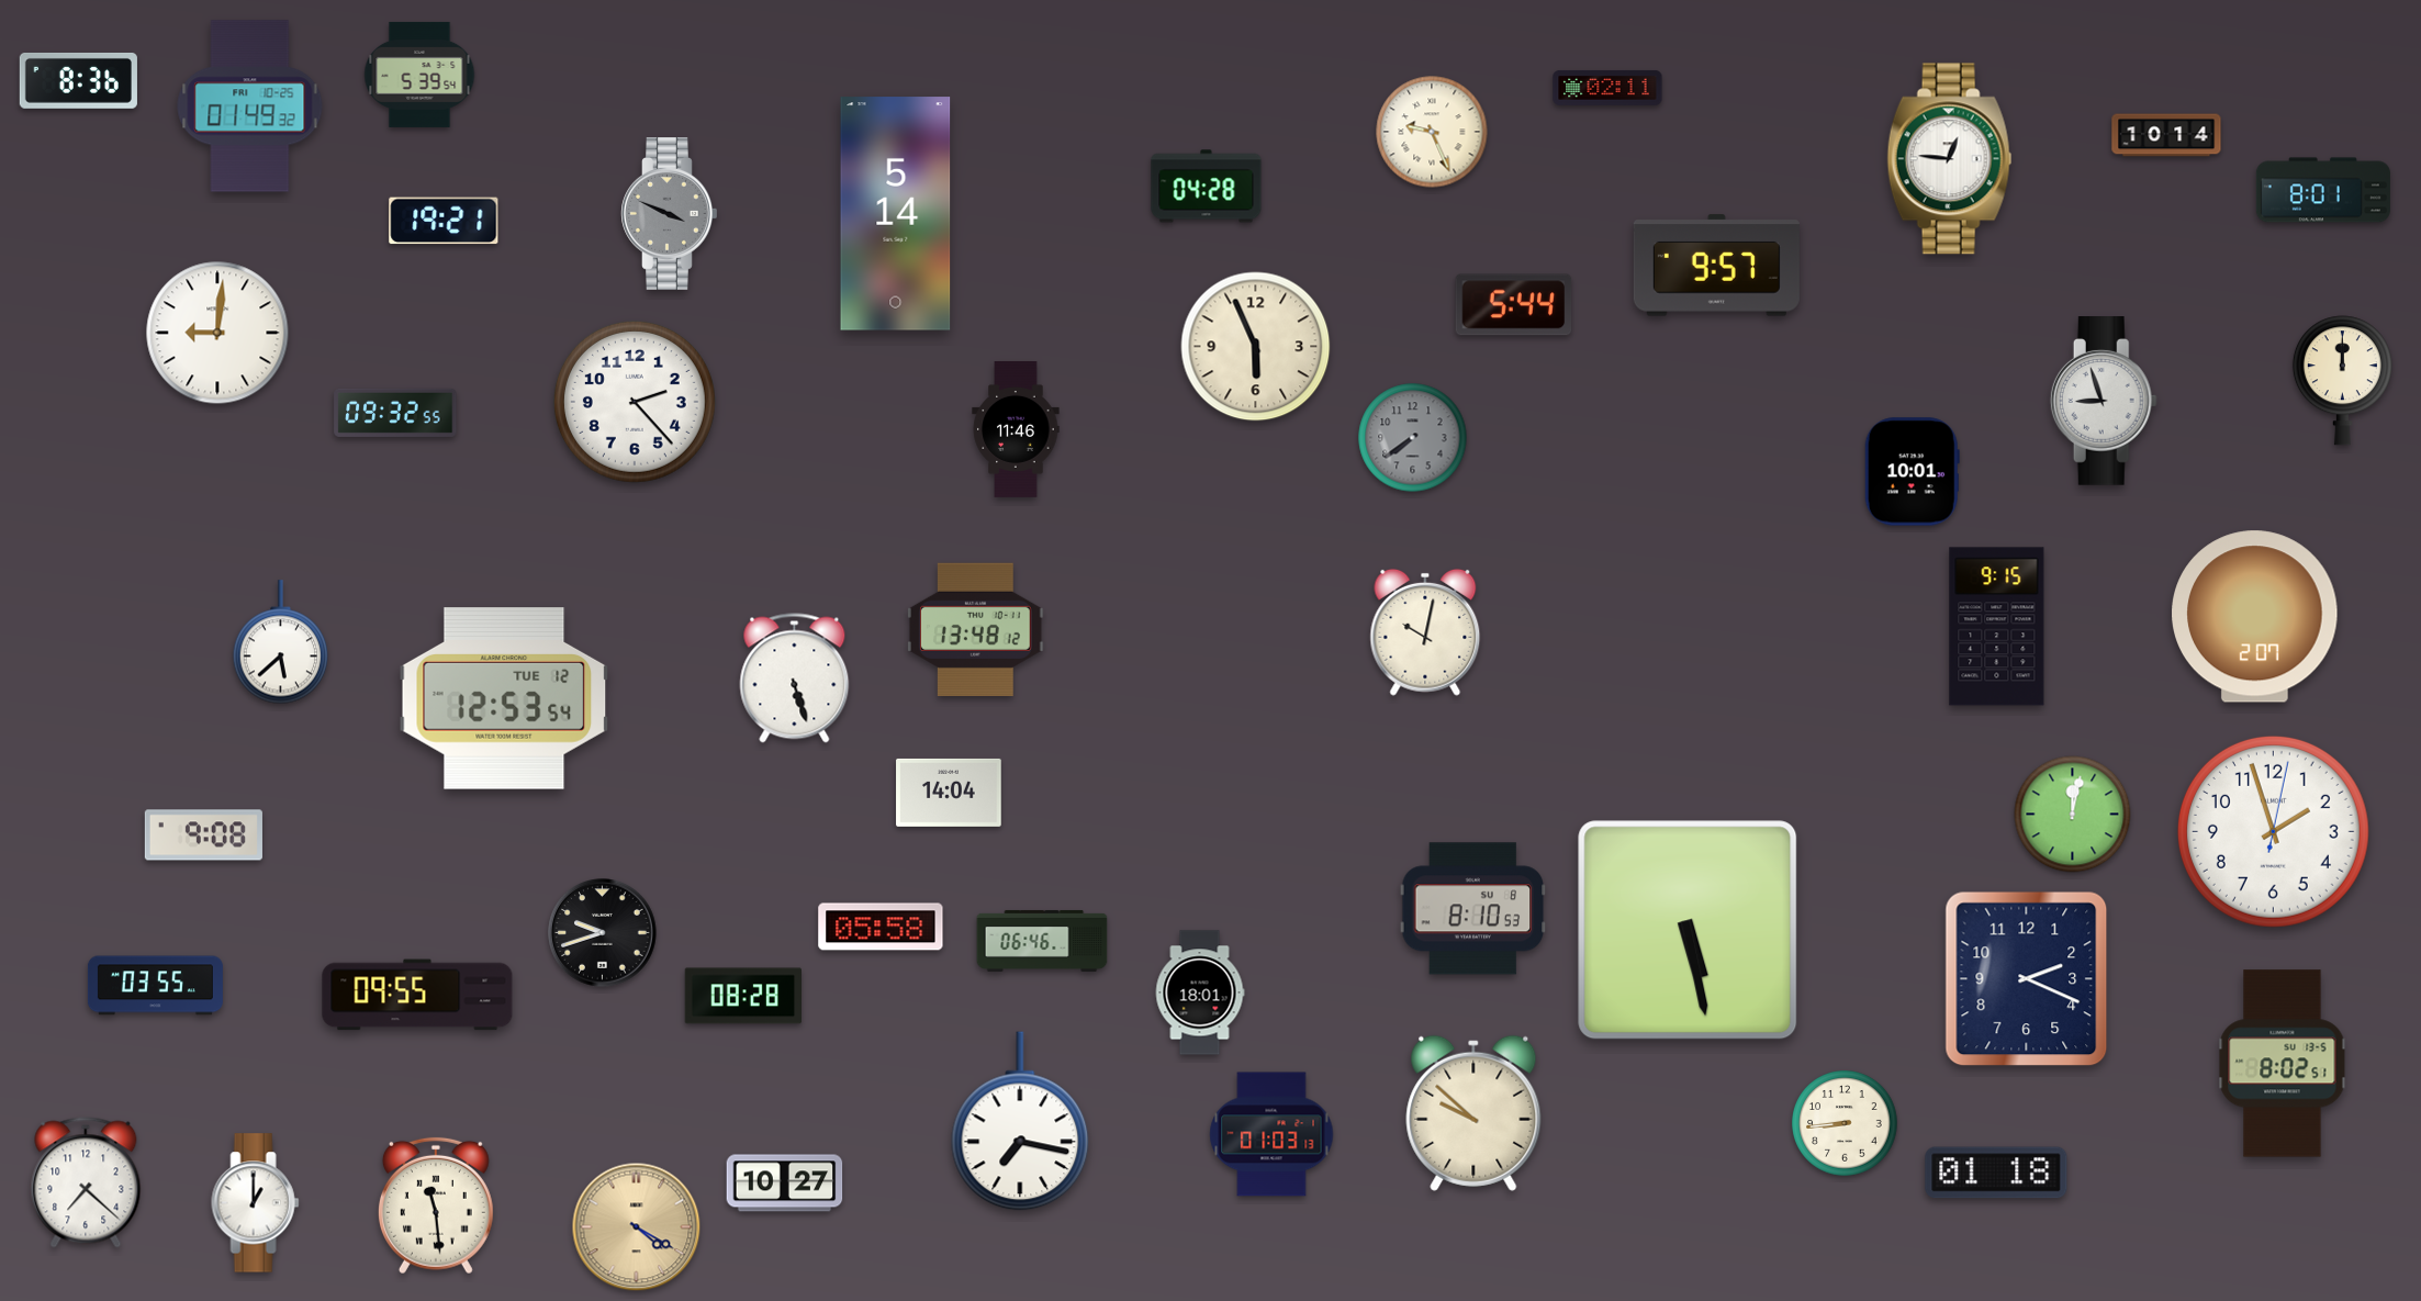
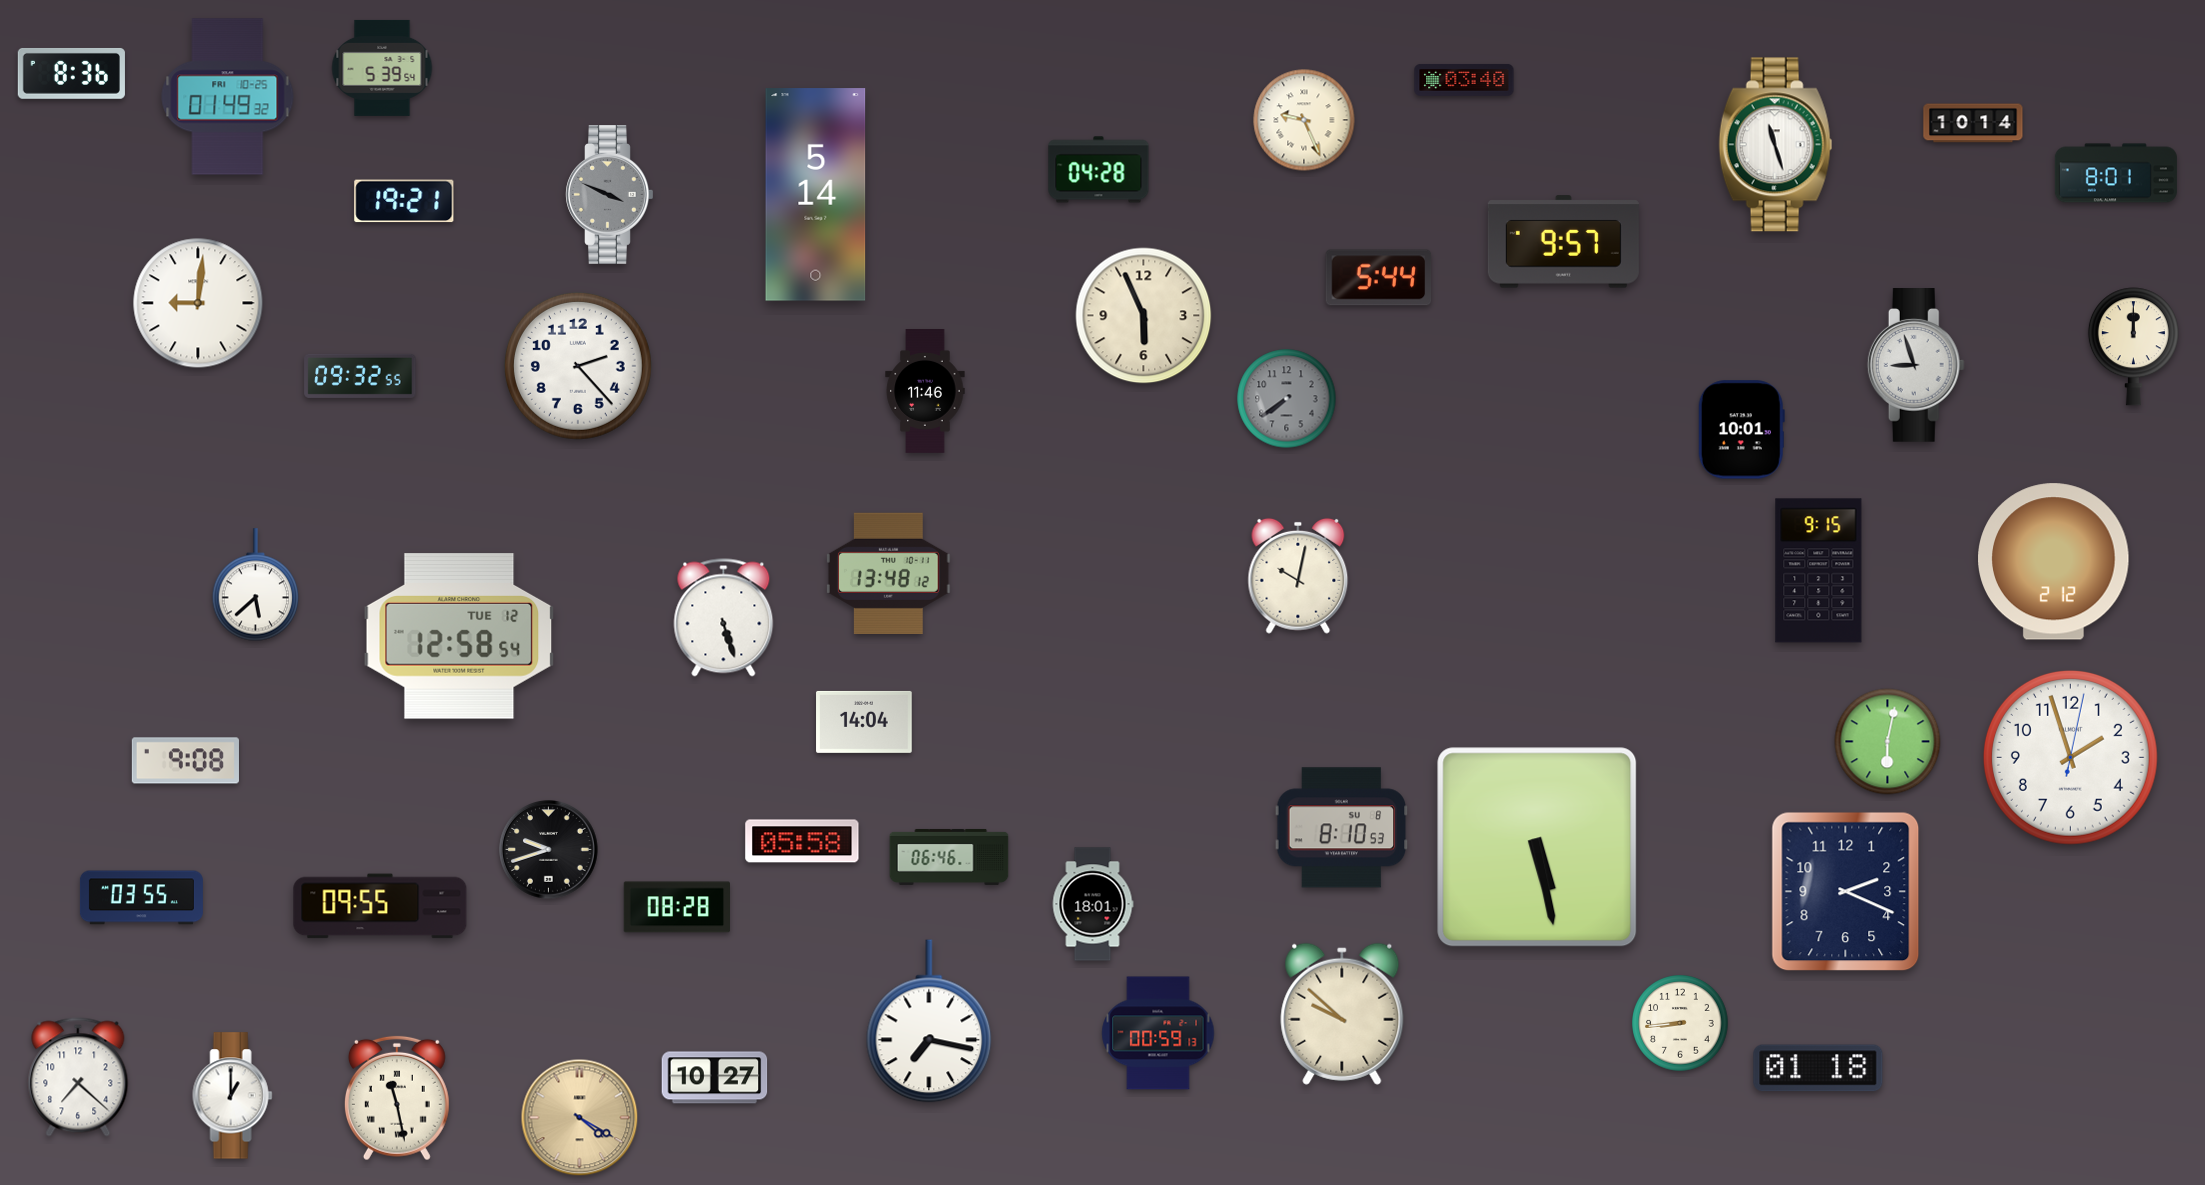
clock at (1607, 88): 02:11 -> 03:40
clock at (1950, 159): 12:46 -> 11:27
clock at (2255, 617): 2:07 -> 2:12
clock at (504, 698): 12:53 -> 12:58
clock at (2073, 815): 12:02 -> 6:02
clock at (881, 927) position: (881, 927) -> (802, 841)
clock at (2283, 1064): 8:02 -> none
clock at (1271, 1134): 01:03 -> 00:59
clock at (436, 1205): 11:29 -> 11:28
